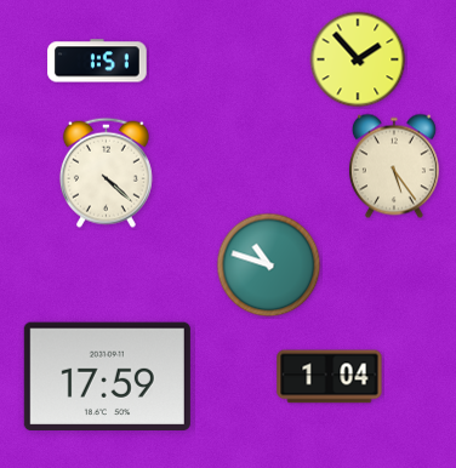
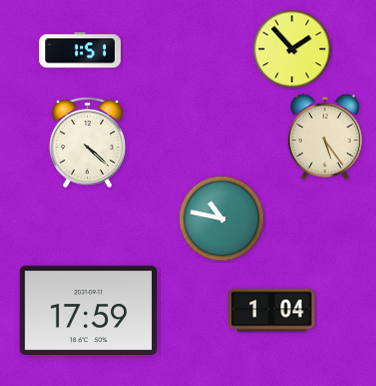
clock at (358, 59) position: (358, 59) -> (292, 49)
clock at (269, 266): 10:48 -> 10:47
